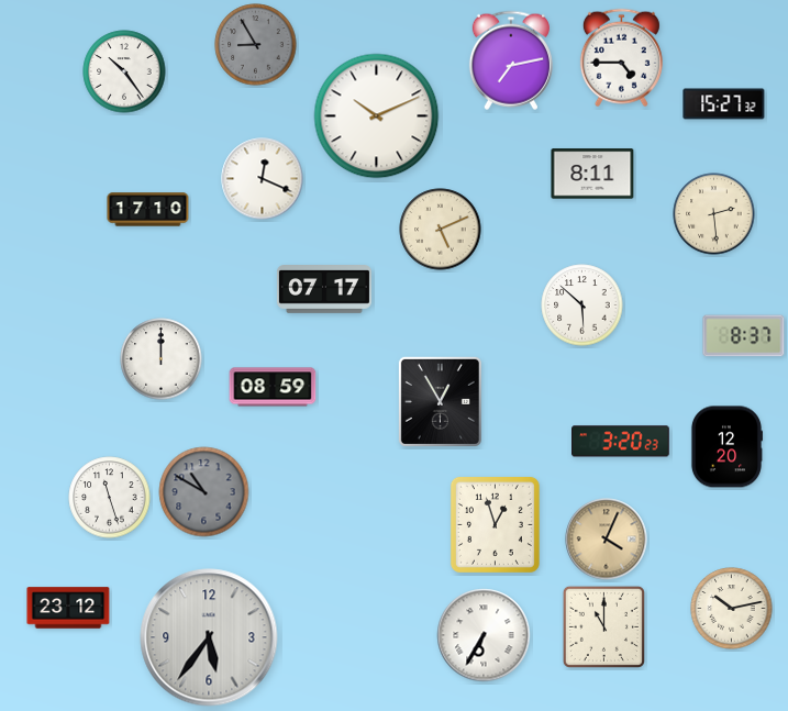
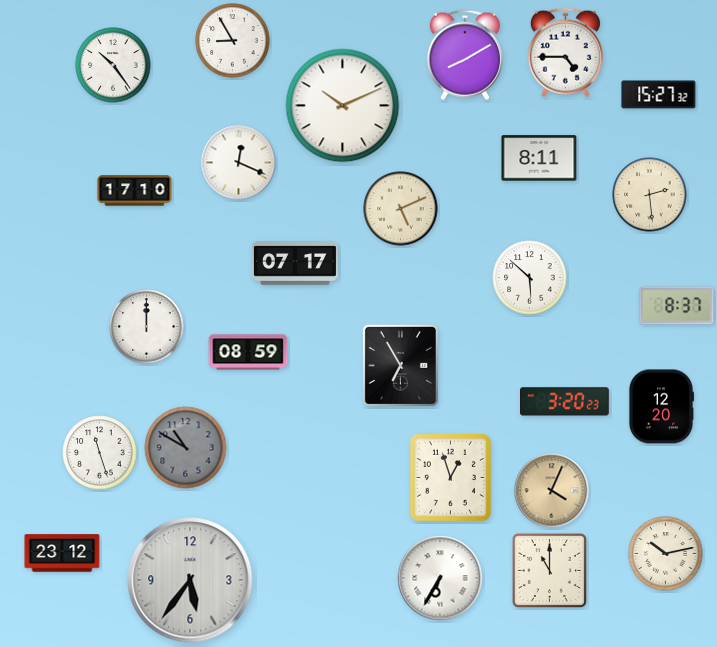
clock at (256, 45) dial: grey -> white
clock at (511, 60): 7:13 -> 8:10
clock at (440, 401): 12:55 -> 6:55
